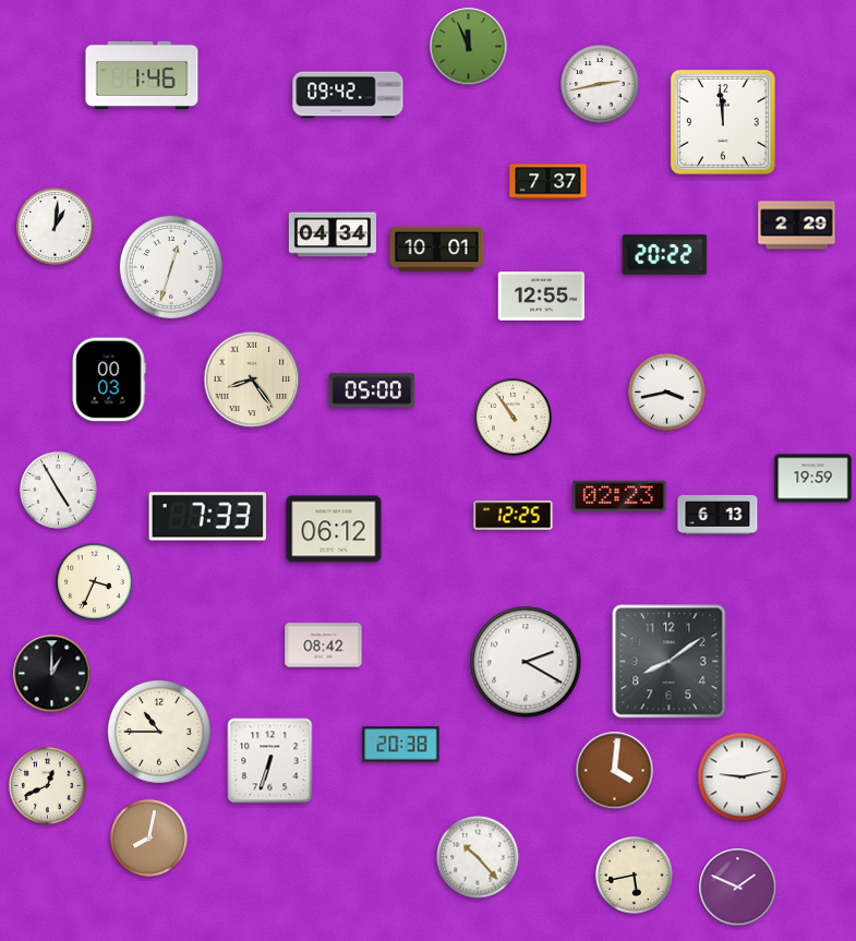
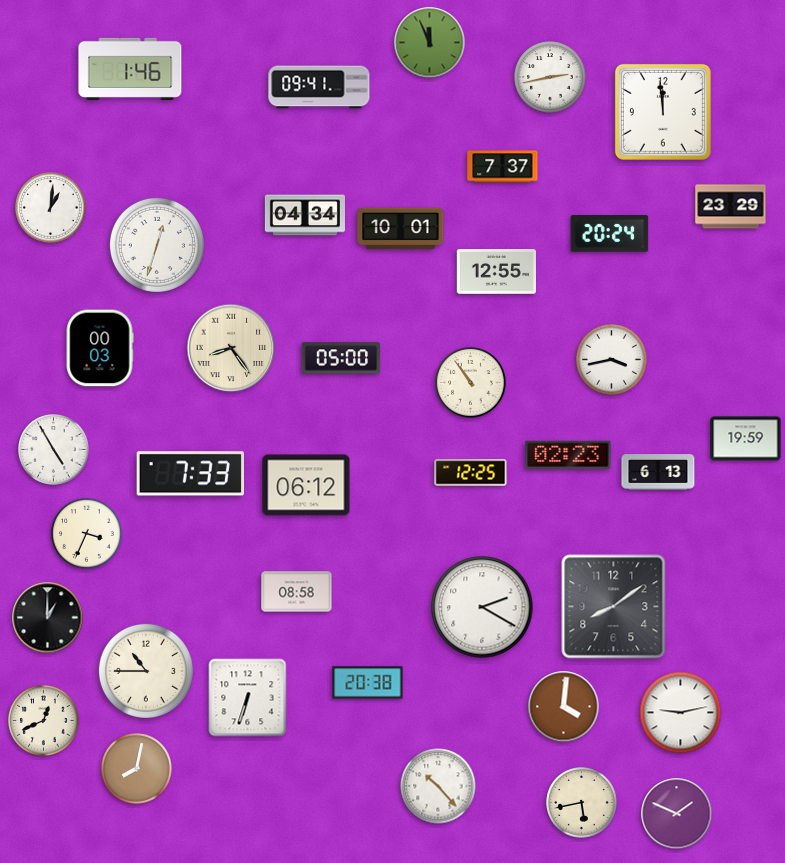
clock at (348, 95): 09:42 -> 09:41
clock at (797, 226): 2:29 -> 23:29
clock at (665, 255): 20:22 -> 20:24
clock at (324, 646): 08:42 -> 08:58
